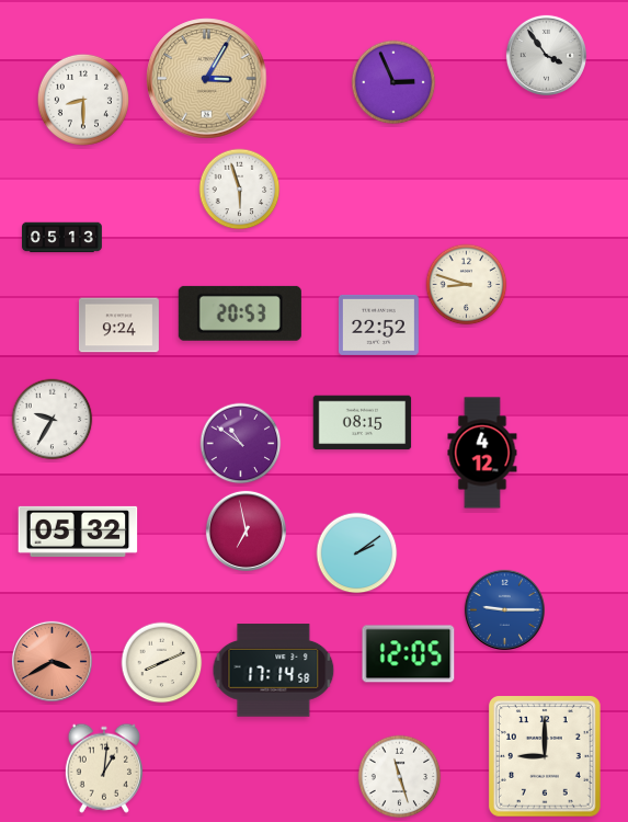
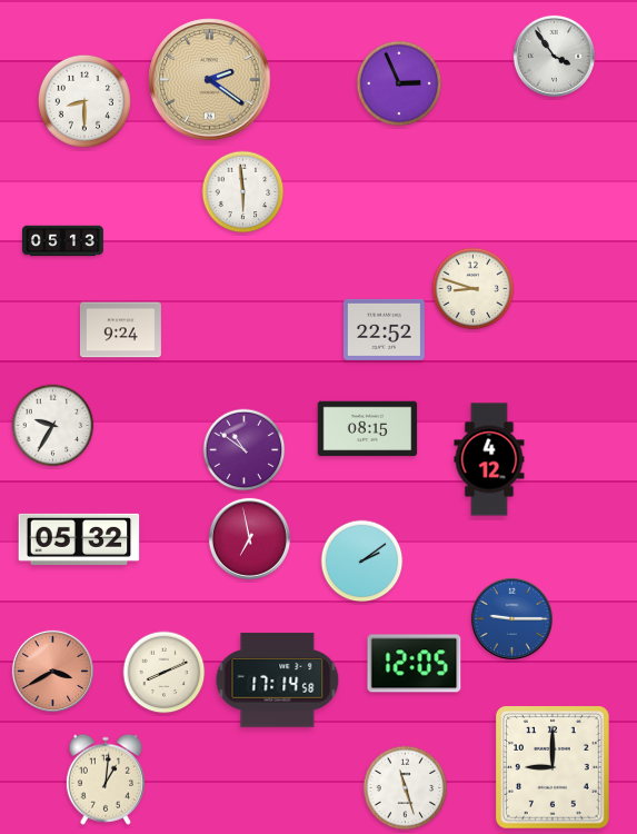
clock at (207, 79): 3:05 -> 2:21
clock at (240, 190): 5:57 -> 5:59
clock at (240, 313): 20:53 -> none
